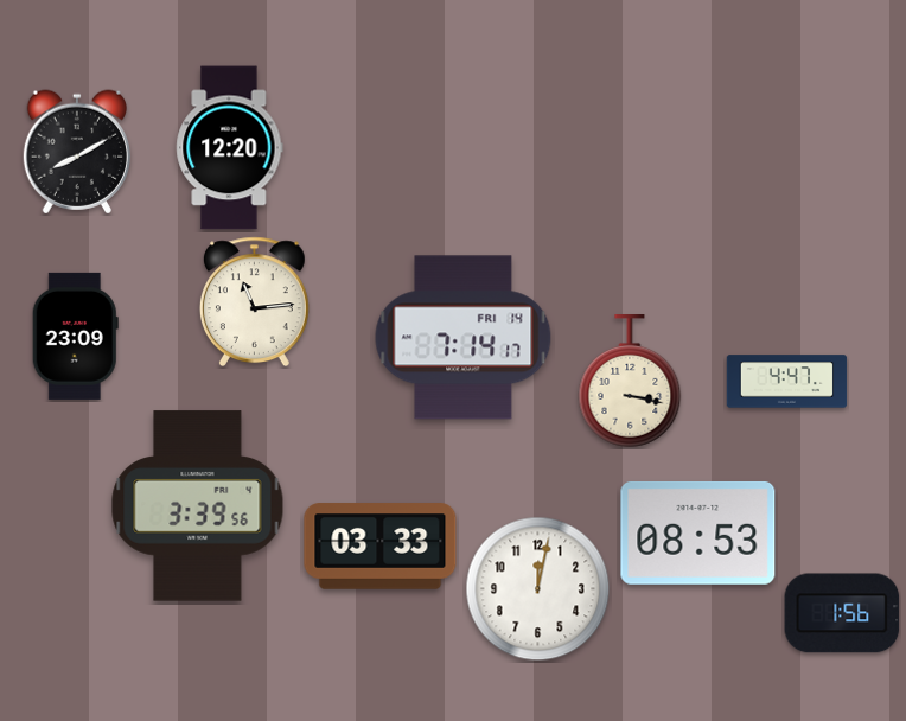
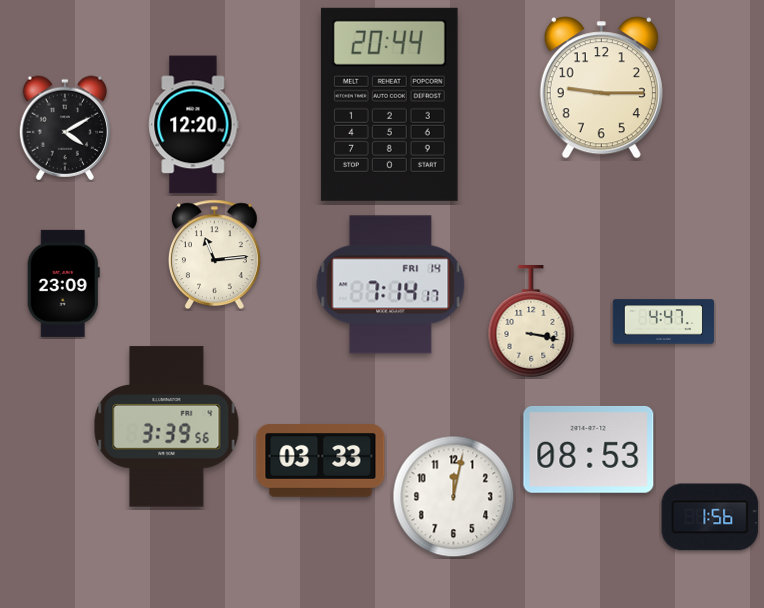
clock at (601, 88): none -> 9:15
clock at (389, 104): none -> 20:44
clock at (76, 152): 8:10 -> 4:10
